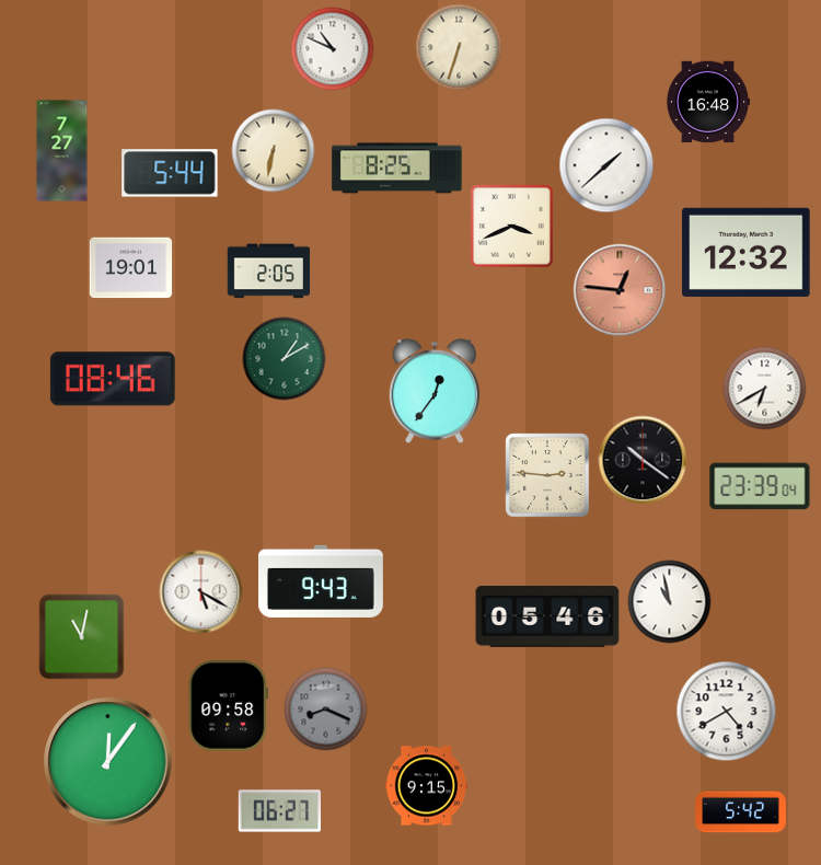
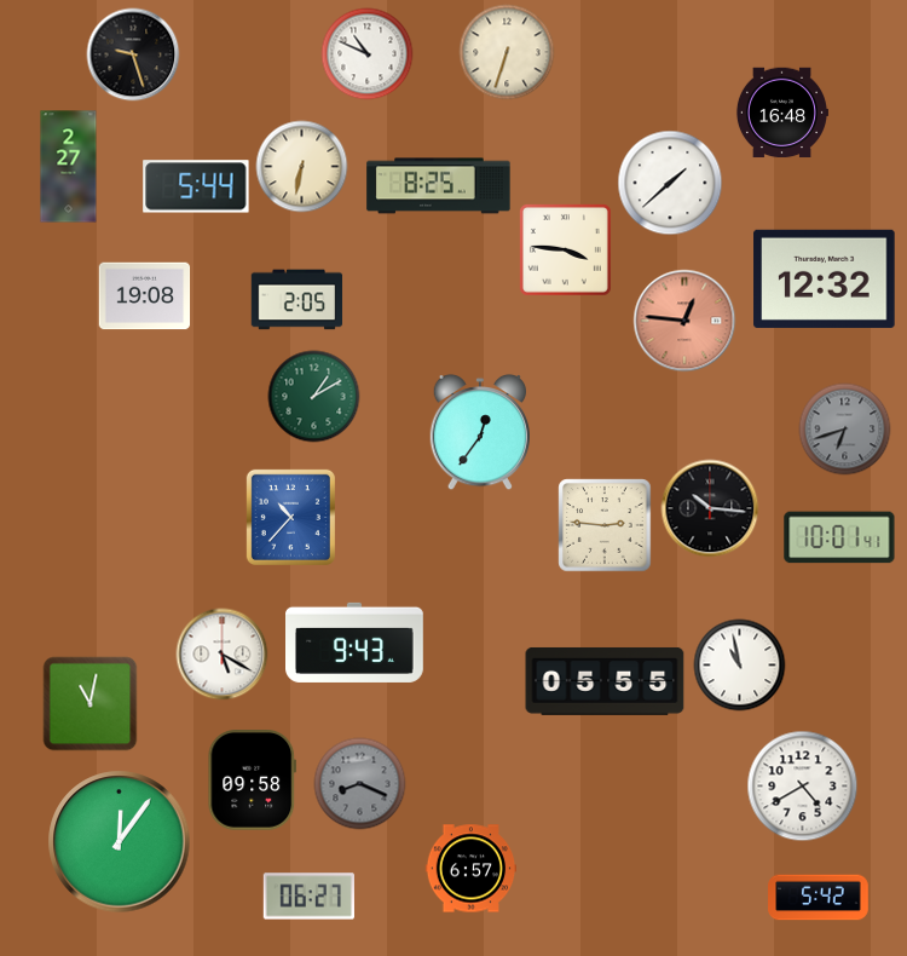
clock at (133, 54): none -> 9:27
clock at (62, 151): 7:27 -> 2:27
clock at (170, 173) position: (170, 173) -> (196, 186)
clock at (511, 226): 3:41 -> 3:46
clock at (131, 268): 19:01 -> 19:08
clock at (113, 379): 08:46 -> none
clock at (765, 389): 6:40 -> 6:42
clock at (765, 389) dial: white -> grey
clock at (643, 460): 10:21 -> 10:16
clock at (290, 517): none -> 10:37
clock at (760, 486): 23:39 -> 10:01
clock at (547, 616): 05:46 -> 05:55
clock at (427, 786): 9:15 -> 6:57
